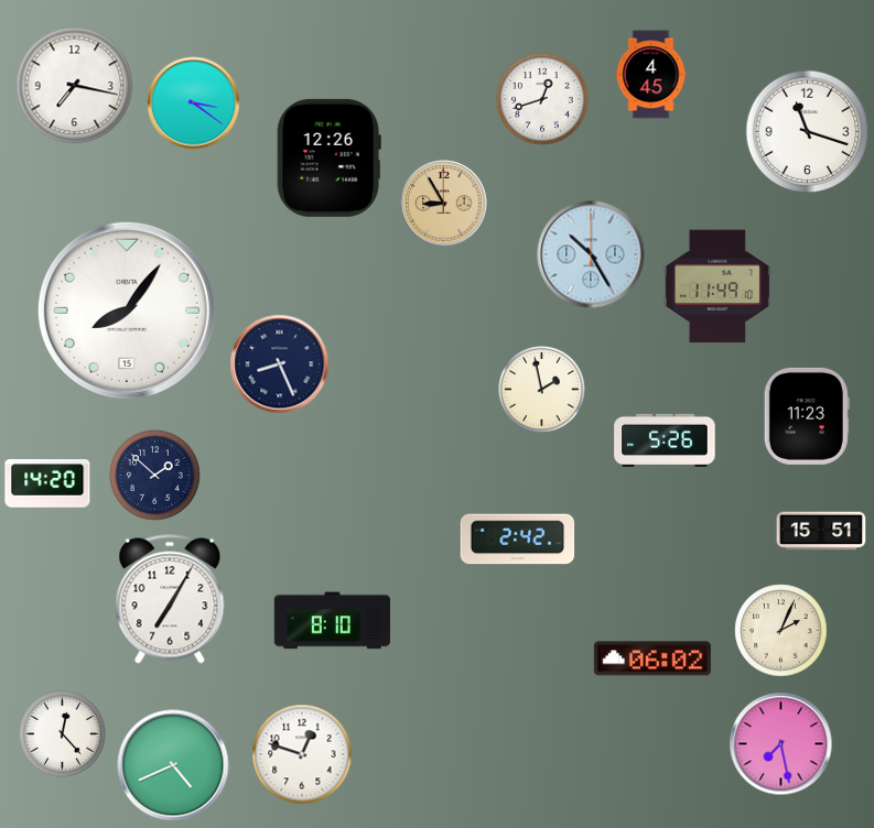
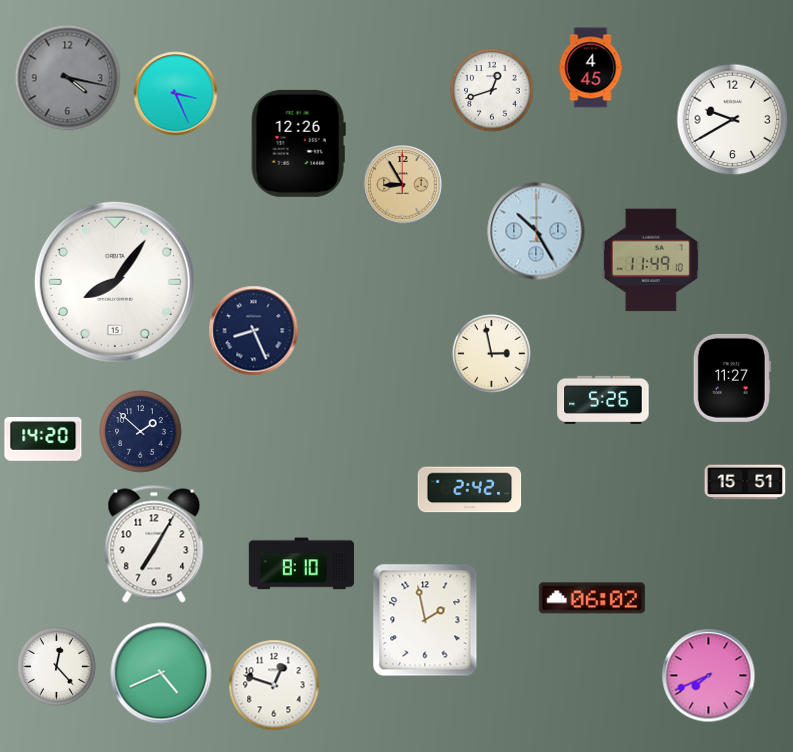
clock at (75, 86): 7:17 -> 4:17
clock at (75, 86) dial: white -> grey
clock at (194, 103): 3:21 -> 3:26
clock at (808, 132): 11:18 -> 9:40
clock at (542, 390): 1:58 -> 2:58
clock at (807, 416): 11:23 -> 11:27
clock at (781, 631): 2:04 -> none
clock at (425, 620): none -> 1:58
clock at (781, 744): 7:28 -> 7:41
clock at (173, 765) position: (173, 765) -> (161, 673)
